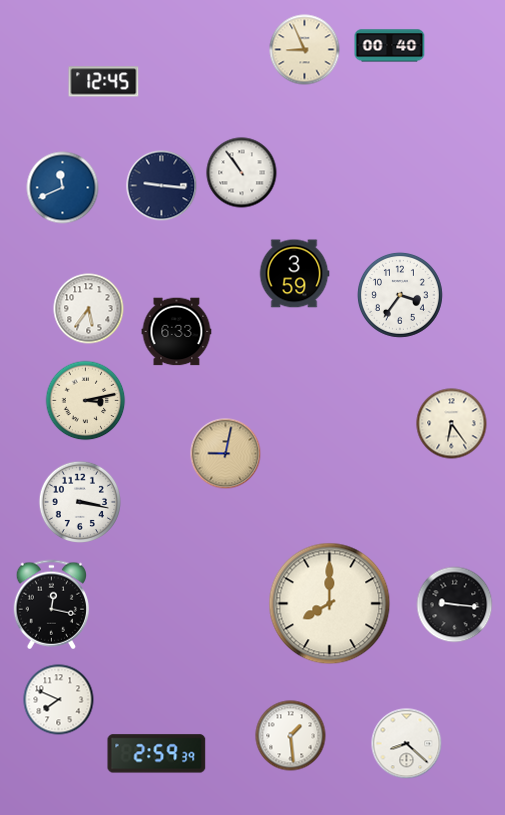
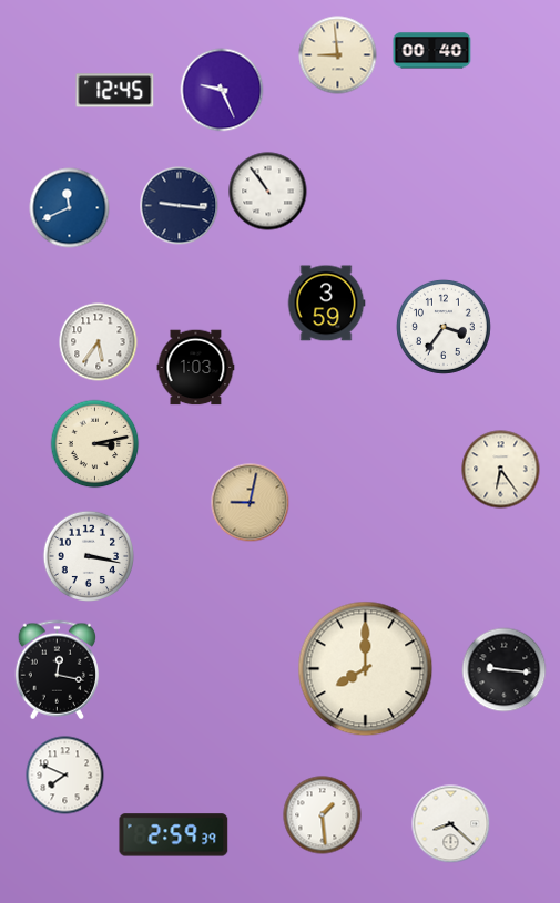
clock at (305, 50): 8:56 -> 8:59
clock at (222, 90): none -> 9:26
clock at (177, 332): 6:33 -> 1:03
